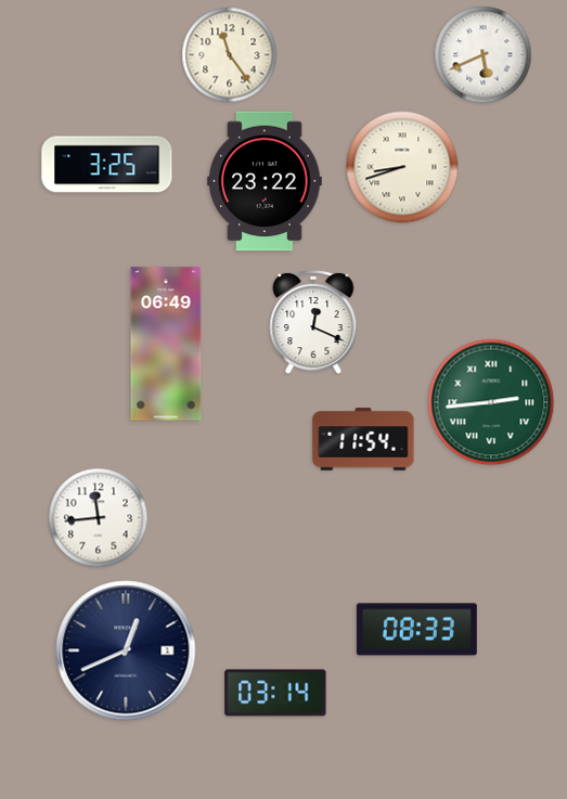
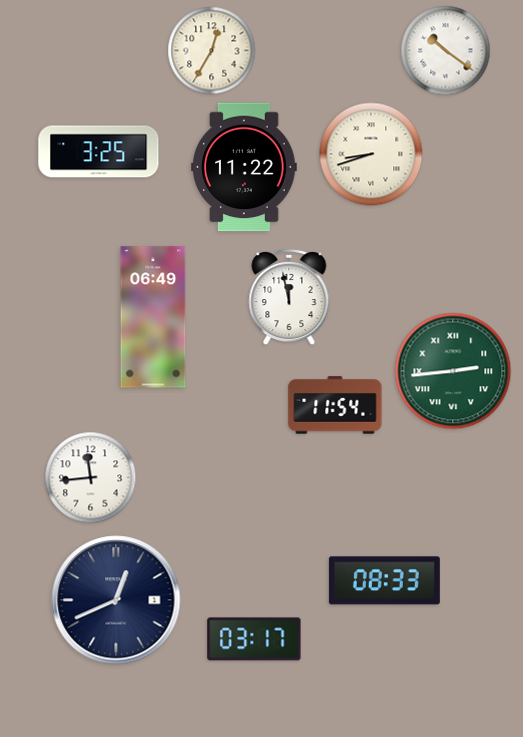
clock at (230, 55): 11:24 -> 12:35
clock at (484, 55): 5:41 -> 10:21
clock at (265, 181): 23:22 -> 11:22
clock at (313, 322): 12:19 -> 11:58
clock at (275, 693): 03:14 -> 03:17
